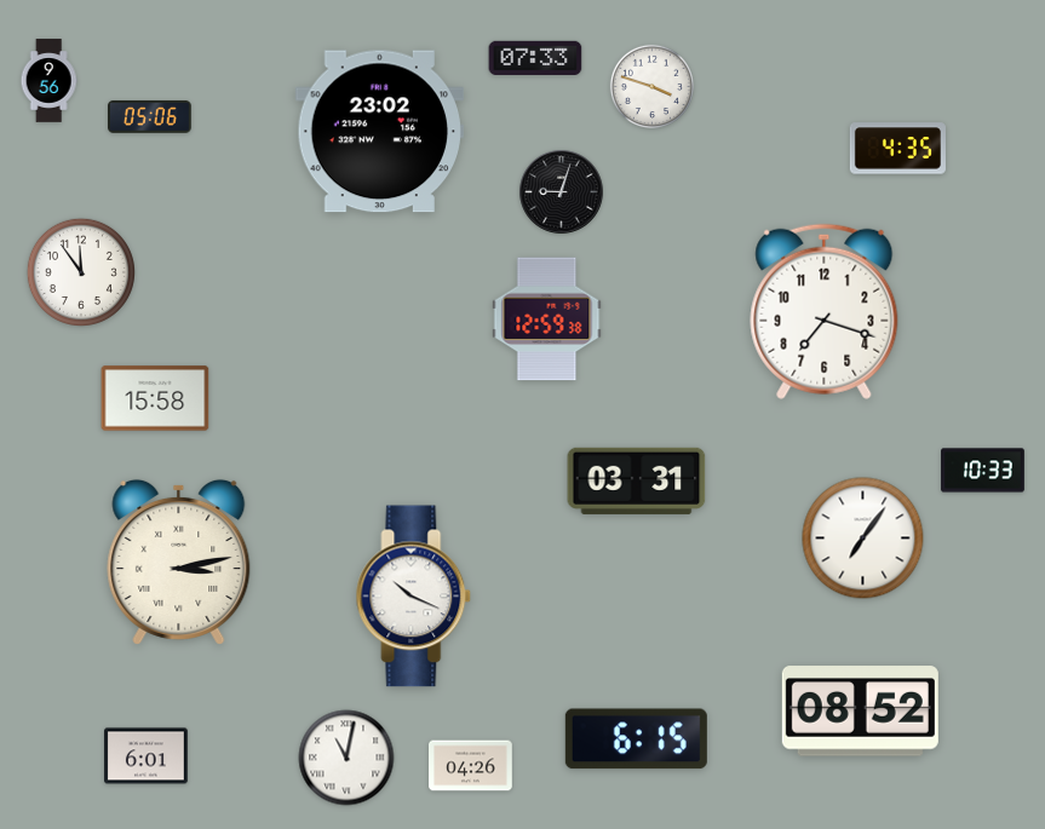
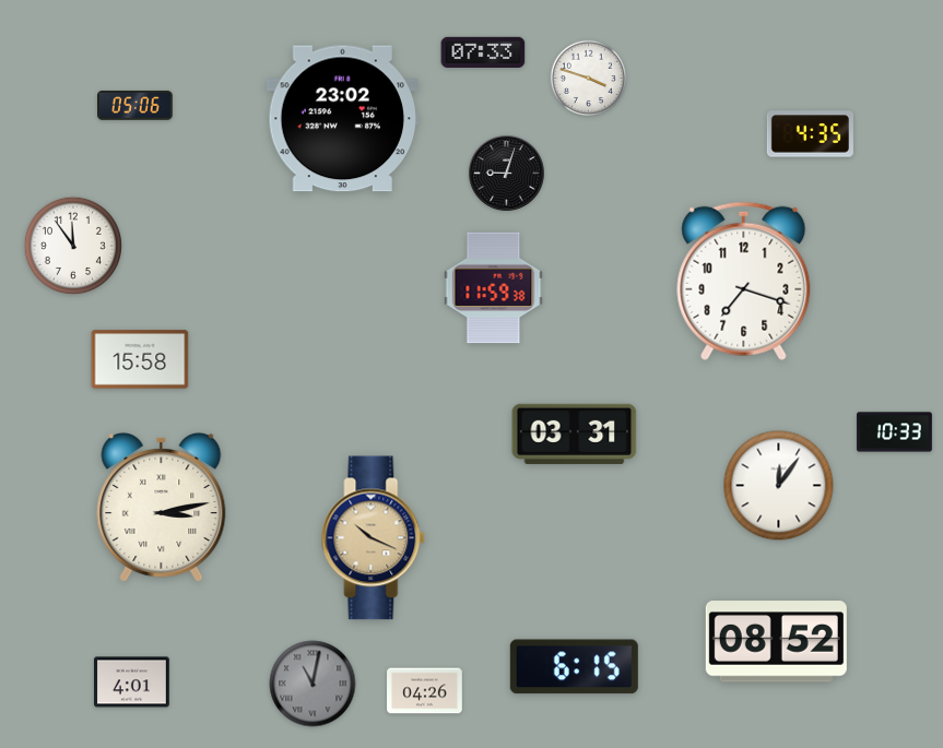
clock at (48, 81): 9:56 -> none
clock at (547, 319): 12:59 -> 11:59
clock at (983, 471) position: (983, 471) -> (895, 432)
clock at (863, 539): 7:06 -> 12:06
clock at (414, 597) dial: white -> champagne
clock at (147, 756): 6:01 -> 4:01
clock at (346, 758) dial: white -> grey
